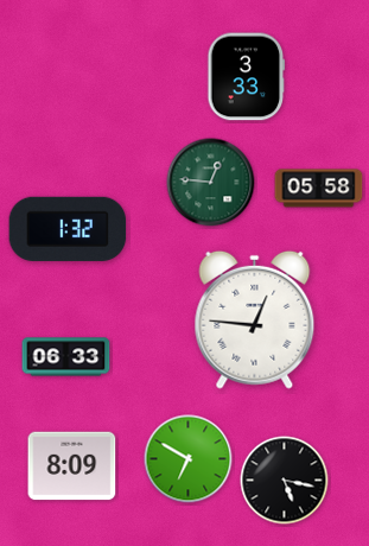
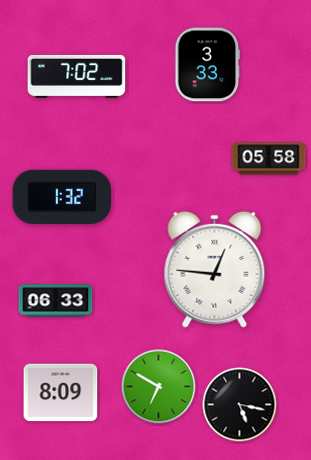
clock at (77, 76): none -> 7:02
clock at (211, 183): 12:46 -> none
clock at (68, 229) position: (68, 229) -> (62, 197)
